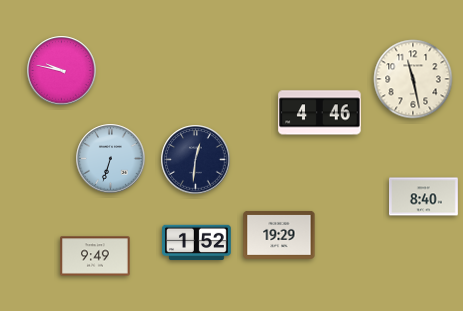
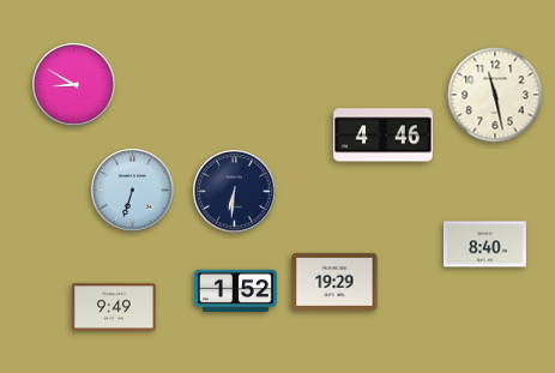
clock at (62, 71): 9:47 -> 8:50
clock at (196, 160): 12:31 -> 6:31
clock at (424, 197) position: (424, 197) -> (485, 245)
